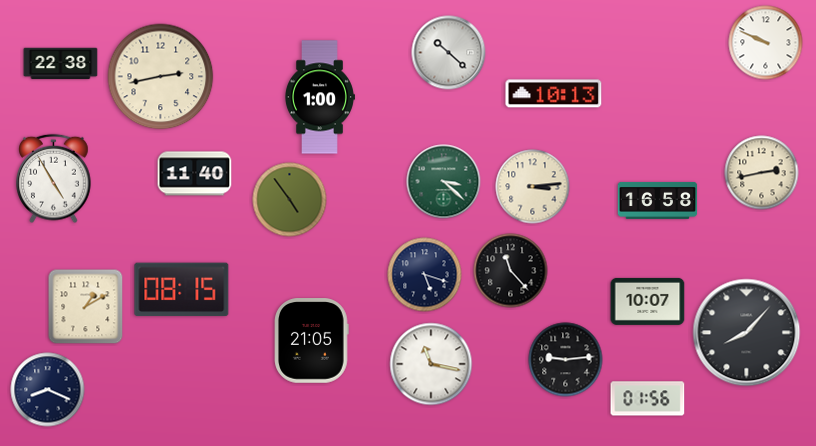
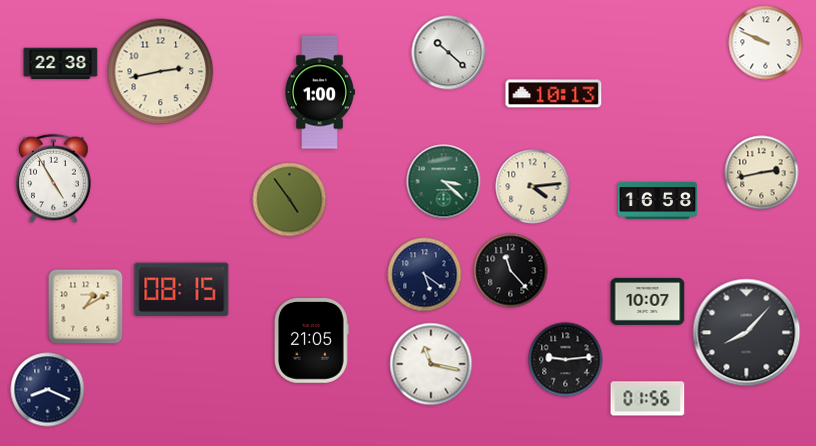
clock at (161, 77) position: (161, 77) -> (161, 72)
clock at (319, 97) position: (319, 97) -> (319, 92)
clock at (195, 174): 11:40 -> none
clock at (533, 187): 3:14 -> 4:14
clock at (425, 275): 5:18 -> 5:21
